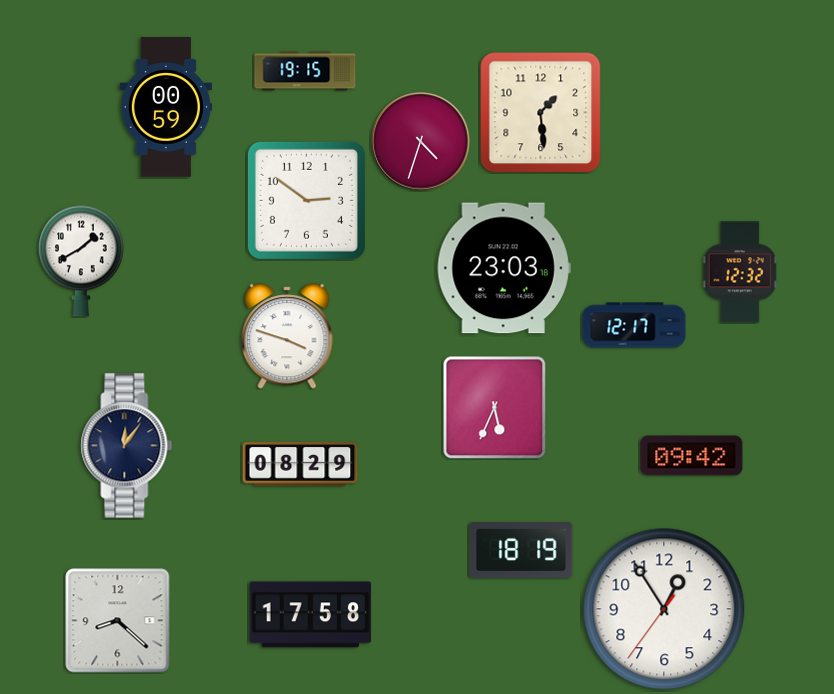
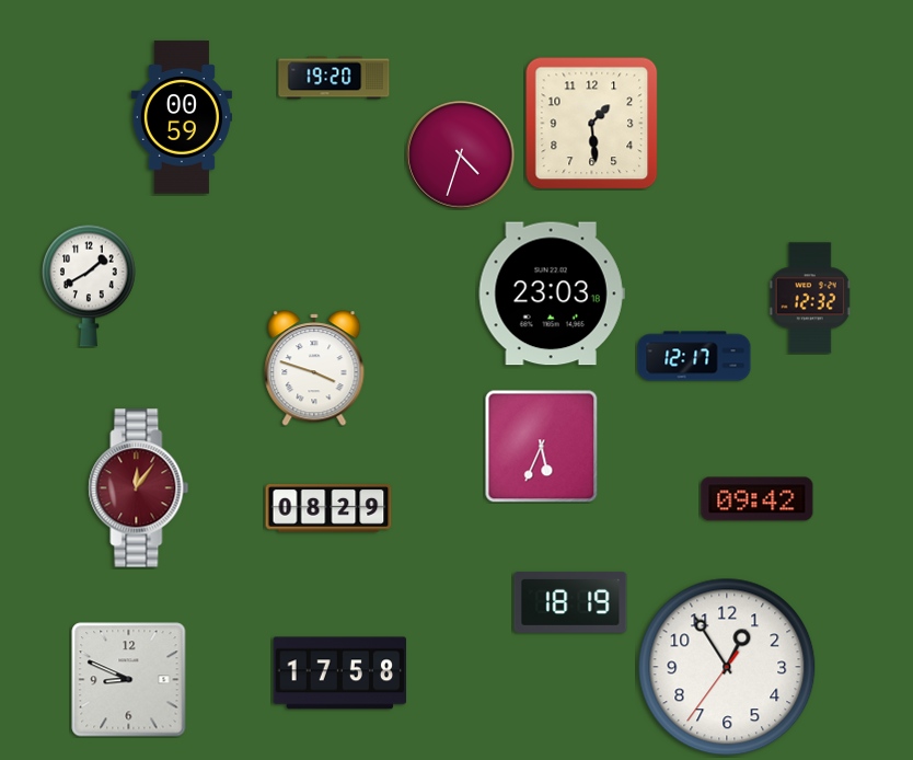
clock at (305, 71): 19:15 -> 19:20
clock at (306, 200): 2:51 -> none
clock at (127, 446) dial: navy -> burgundy
clock at (118, 621): 8:22 -> 8:49
